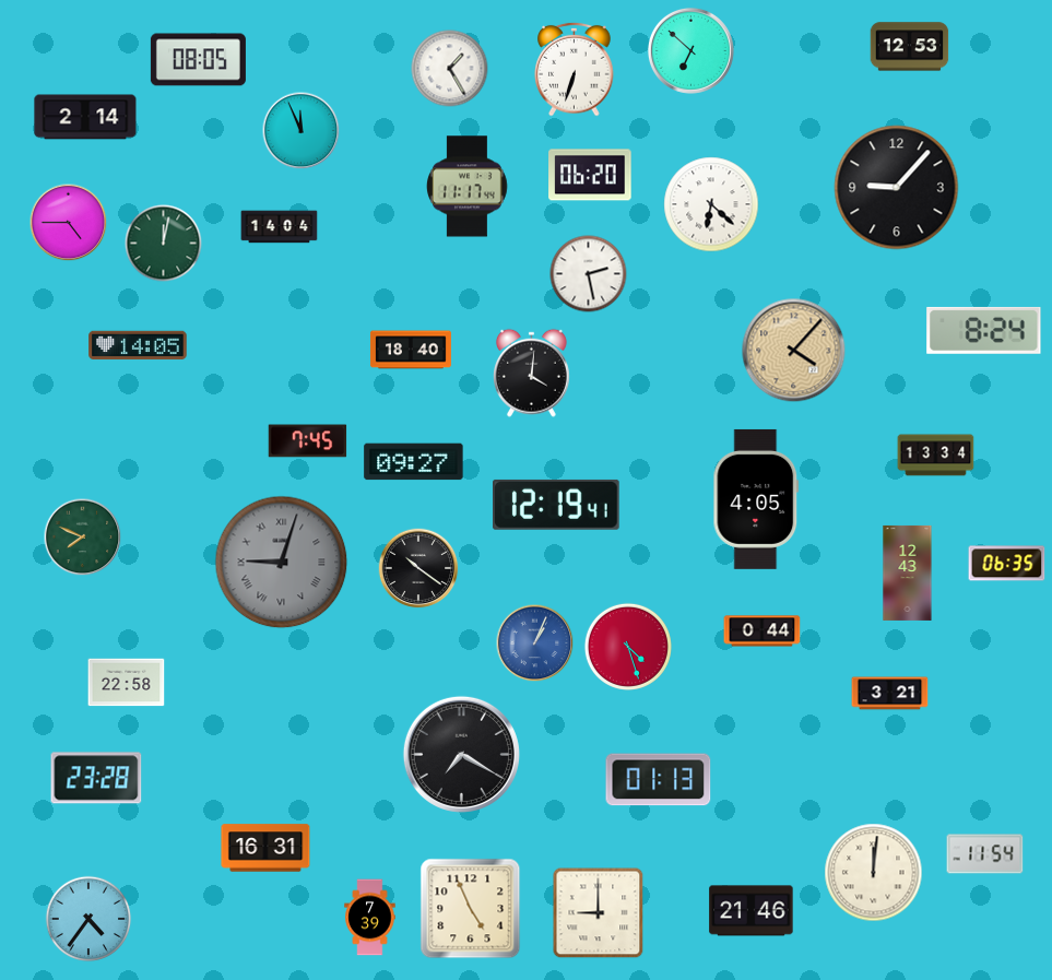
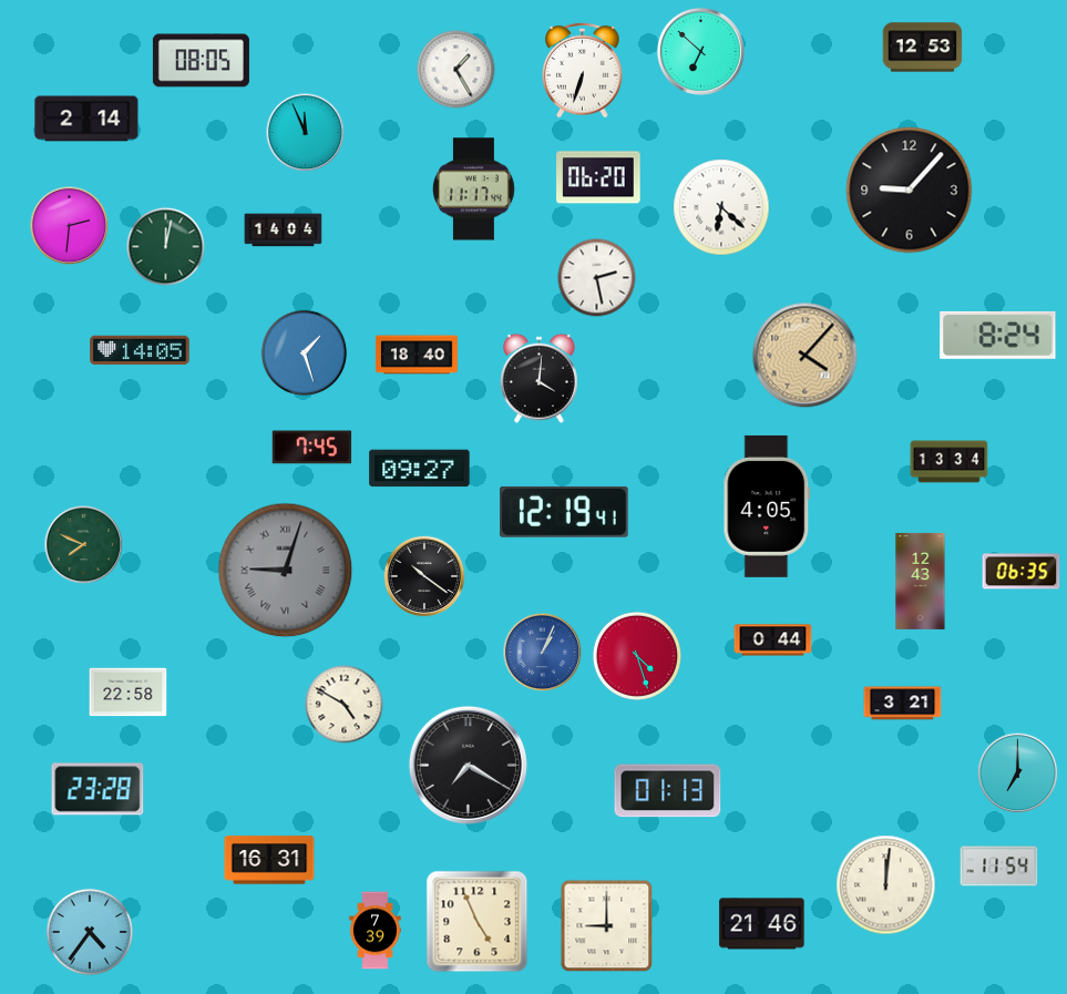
clock at (69, 223): 4:45 -> 2:31
clock at (305, 353): none -> 1:27
clock at (345, 705): none -> 4:50
clock at (1018, 773): none -> 7:00
